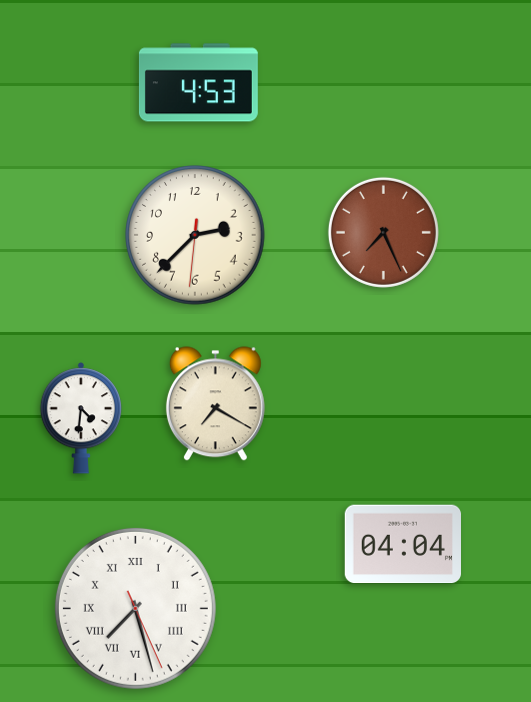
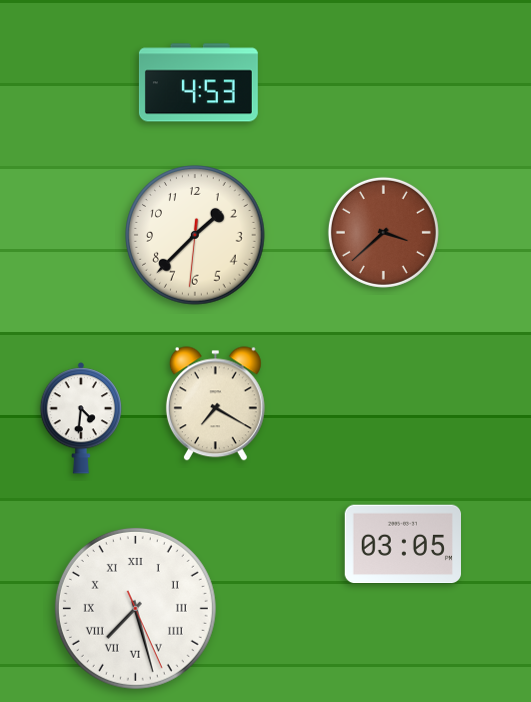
clock at (383, 232): 7:26 -> 3:38
clock at (195, 235): 2:37 -> 1:37
clock at (402, 544): 04:04 -> 03:05
